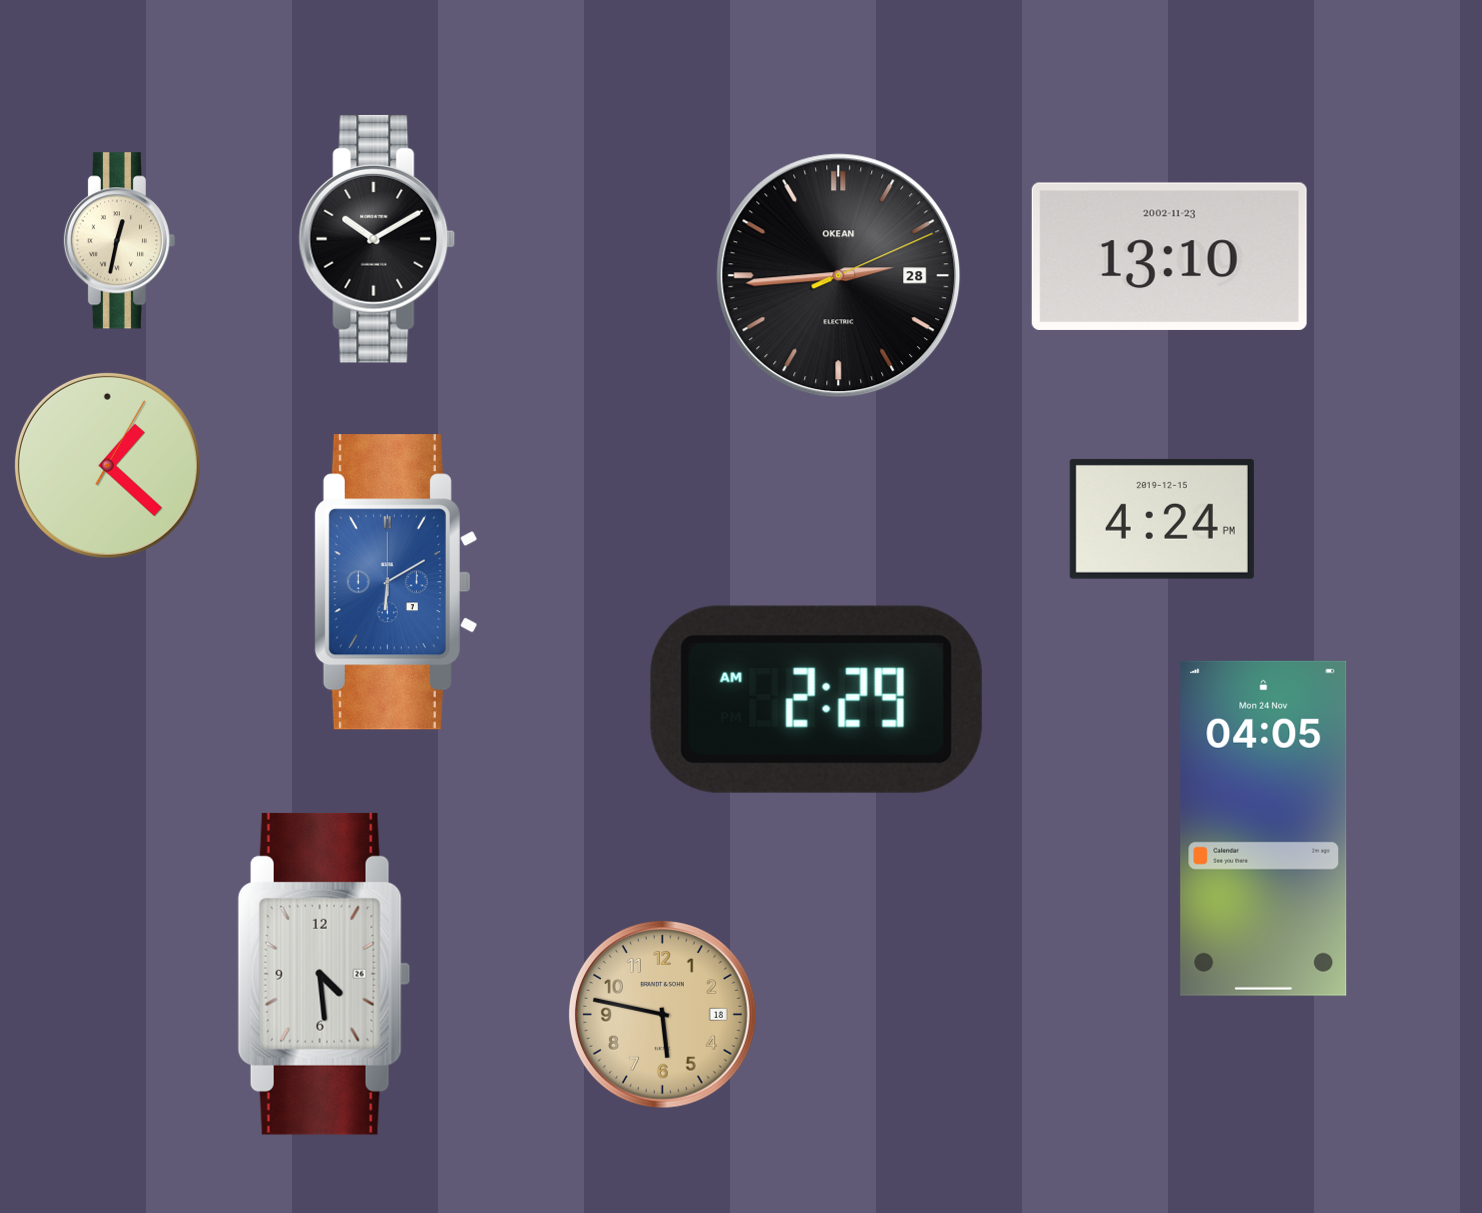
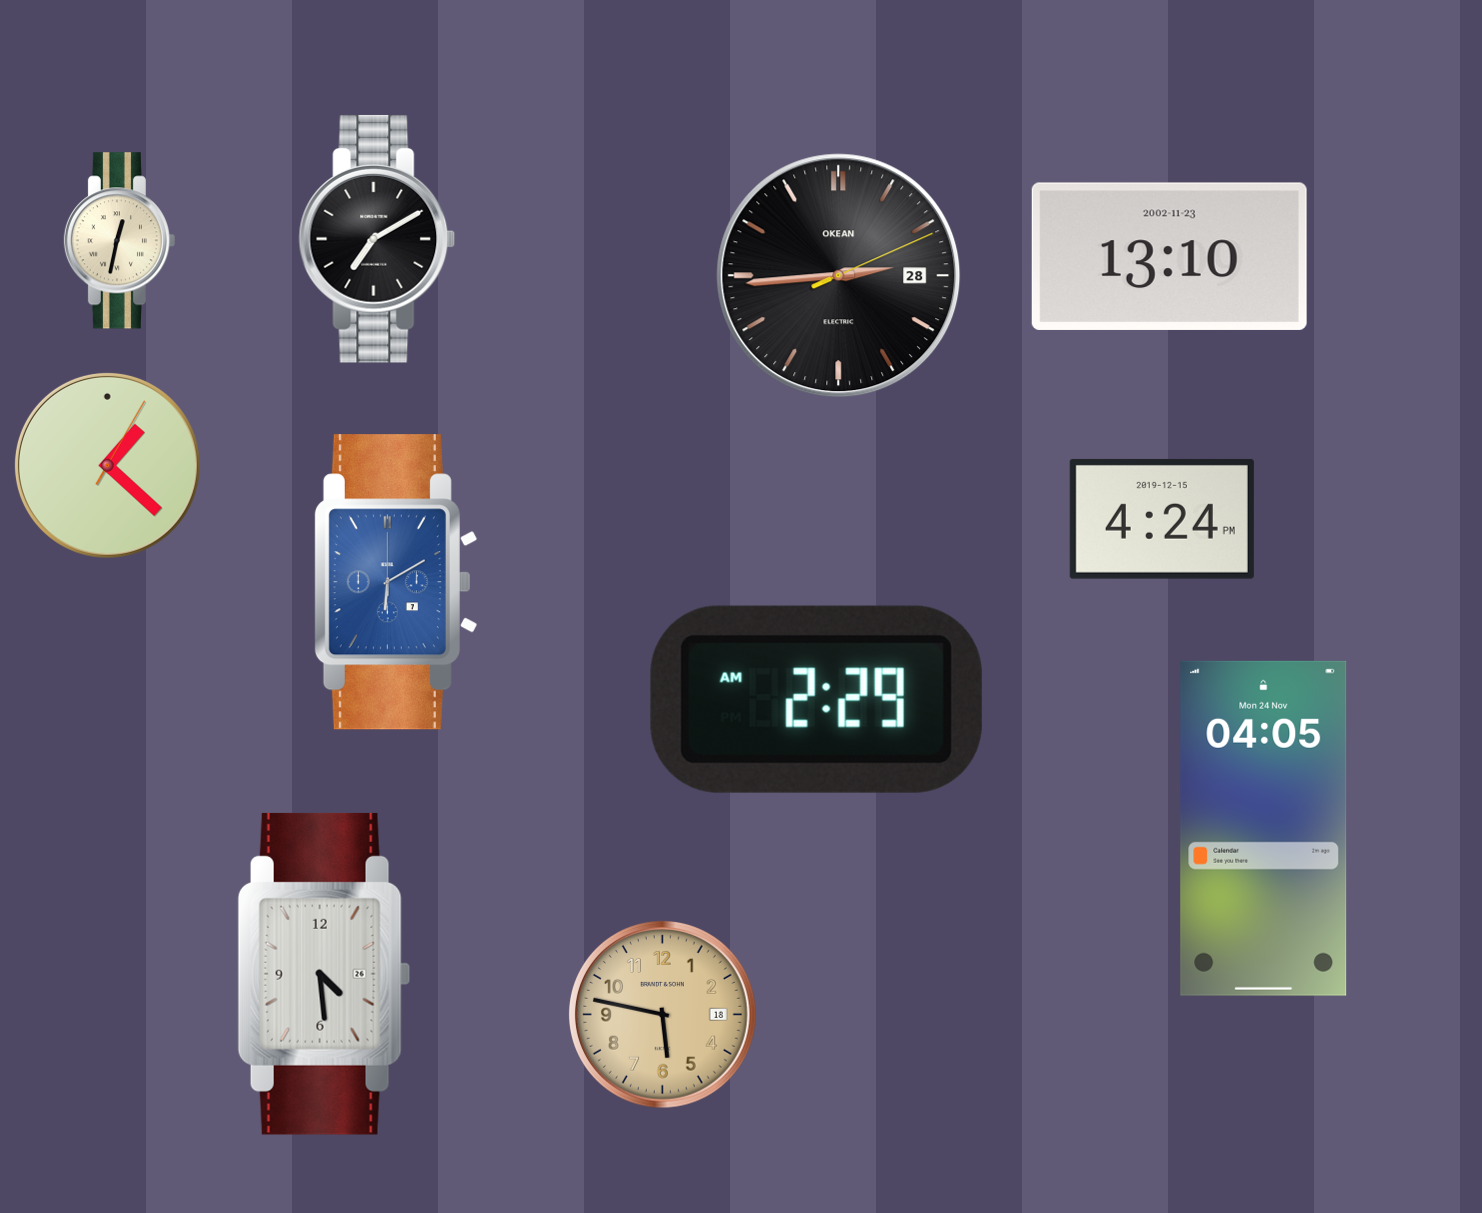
clock at (377, 239): 10:10 -> 7:10
